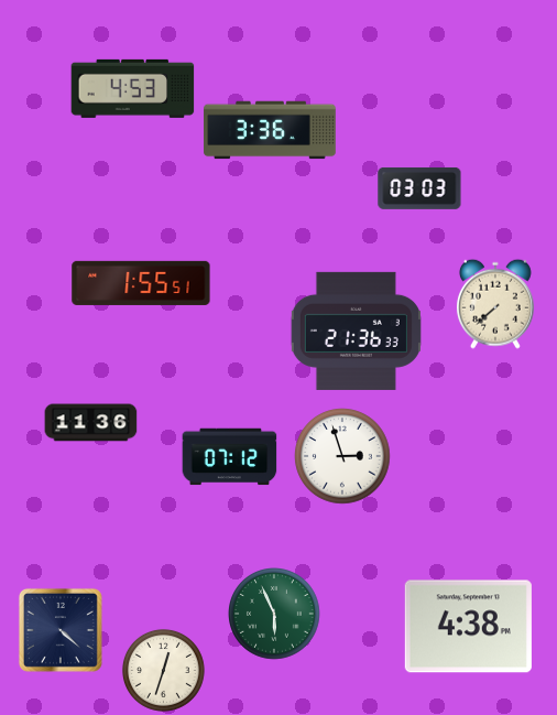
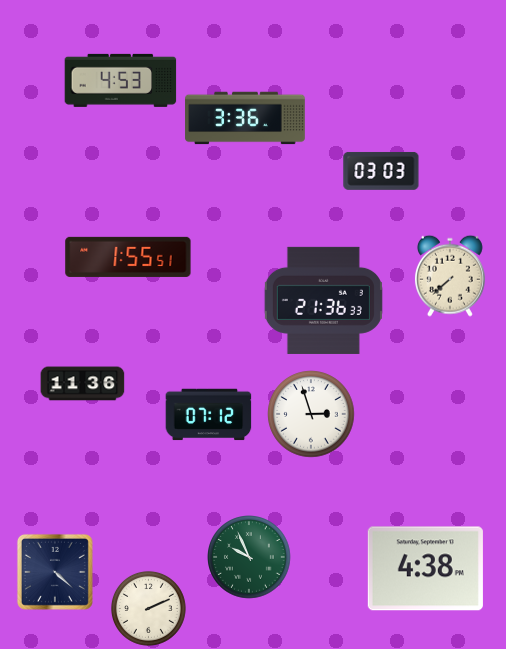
clock at (274, 614): 5:56 -> 9:56
clock at (163, 670): 12:33 -> 2:11
